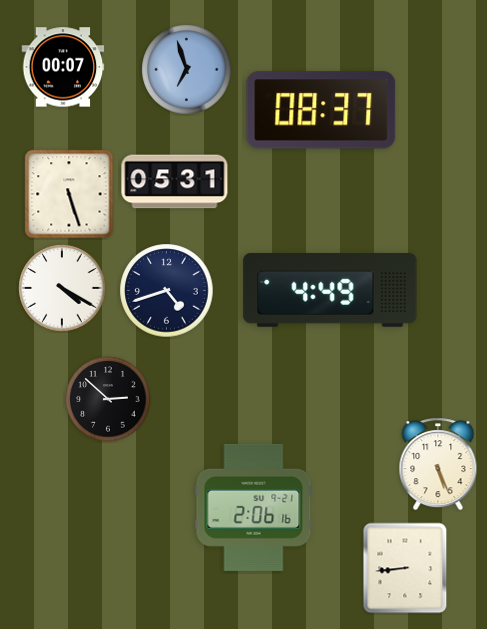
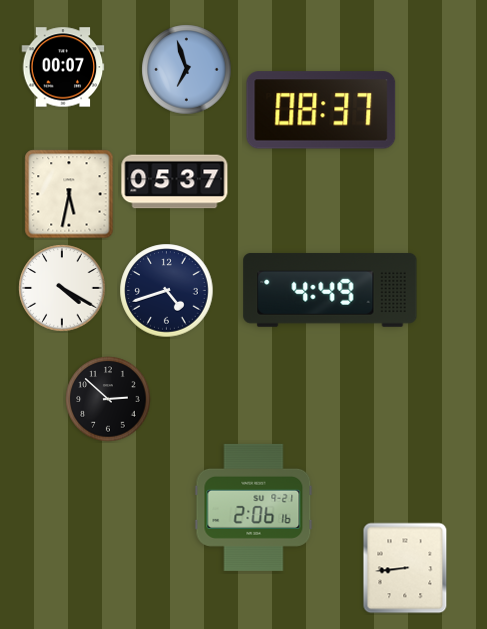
clock at (175, 182): 05:31 -> 05:37
clock at (69, 194): 5:27 -> 5:32
clock at (438, 464): 5:26 -> none
